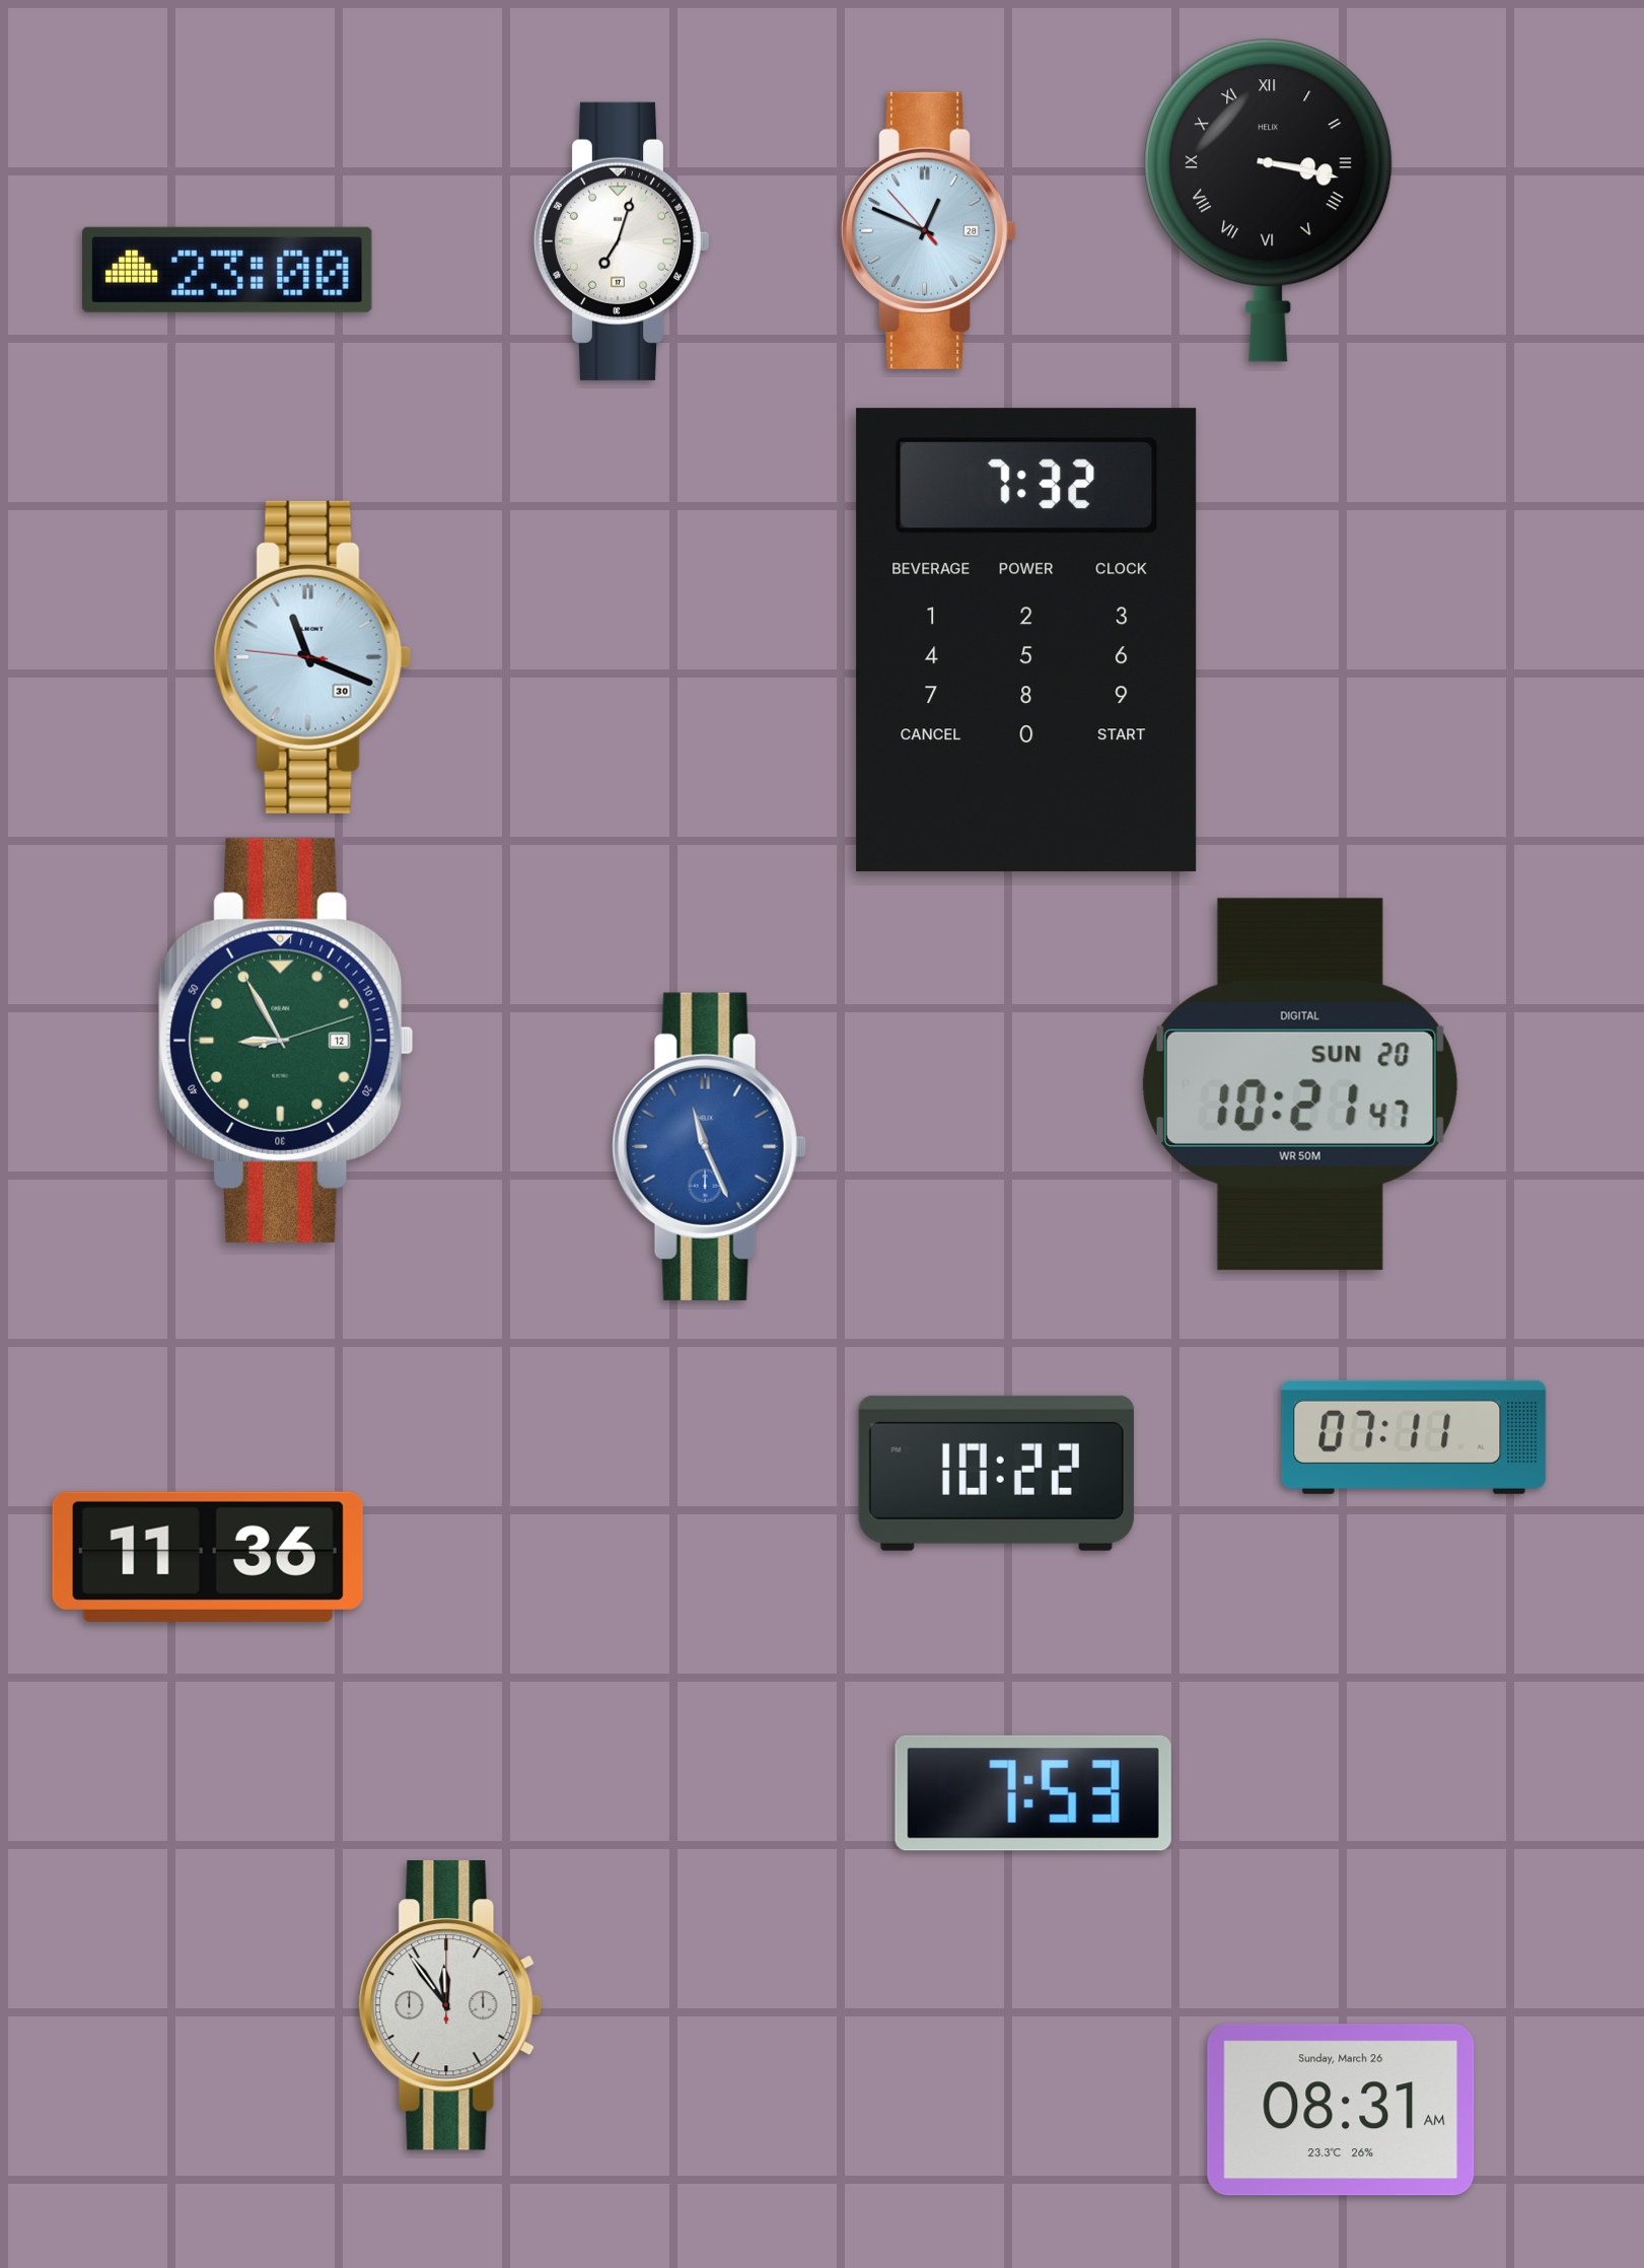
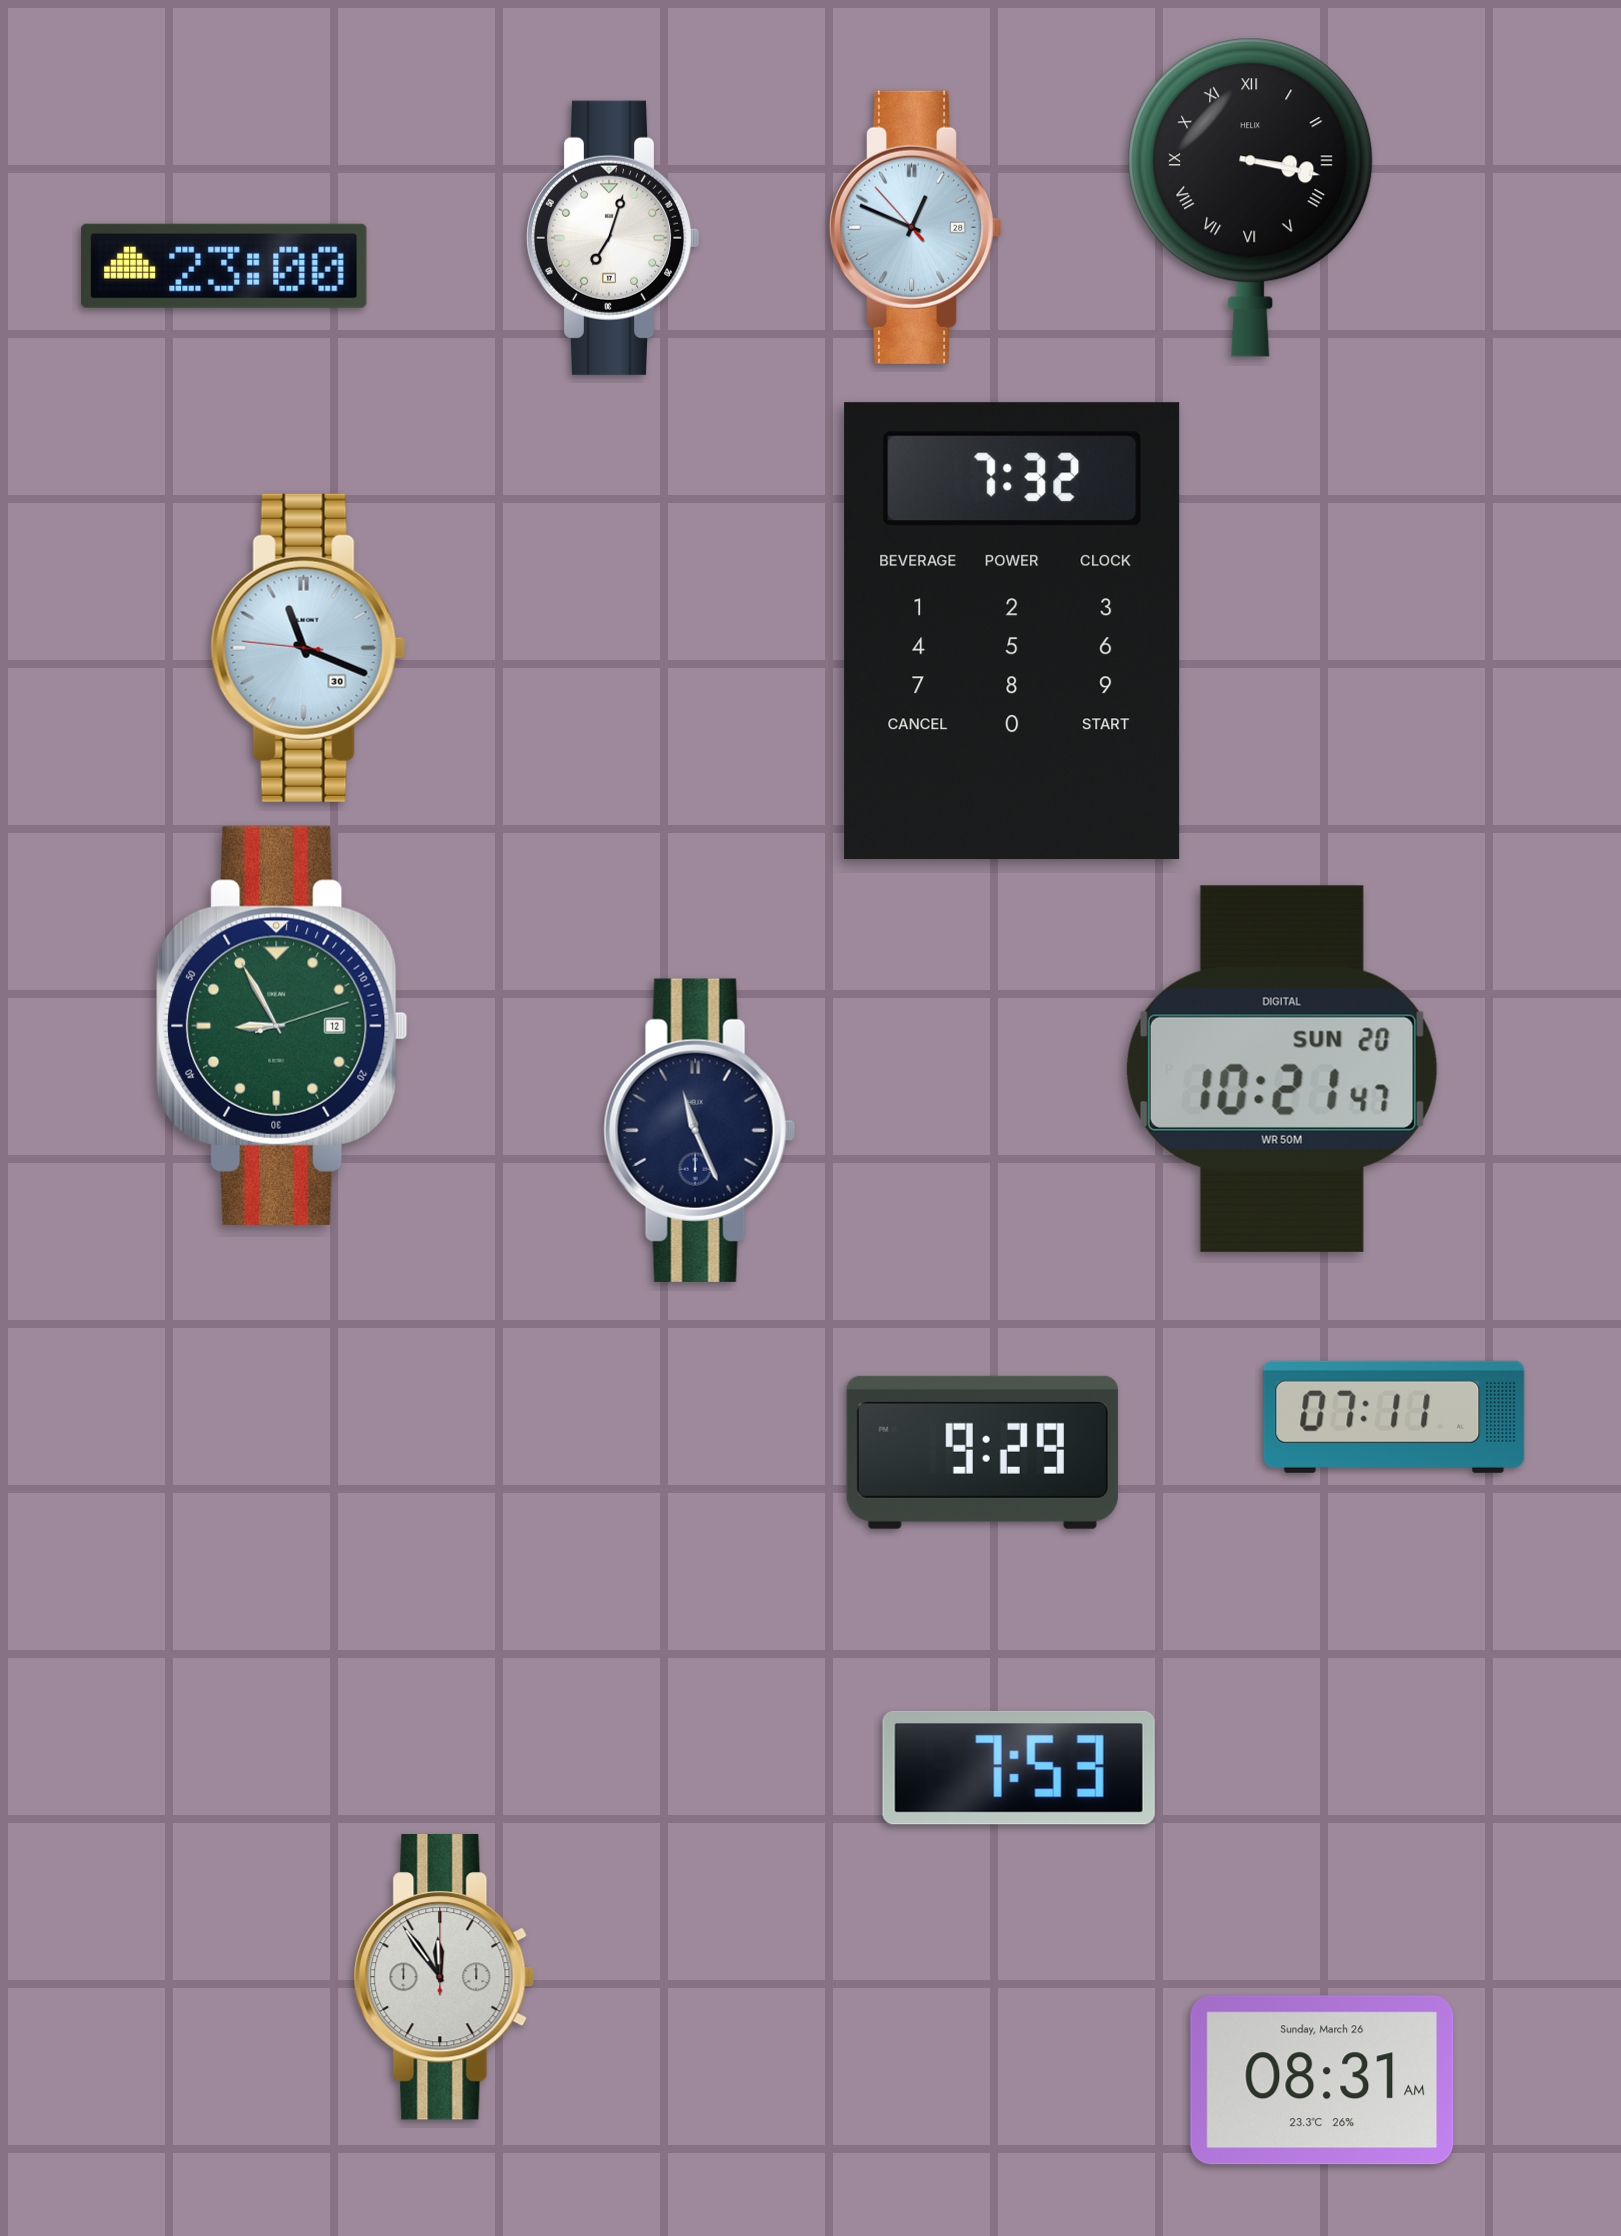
clock at (709, 1146) dial: blue -> navy
clock at (996, 1473): 10:22 -> 9:29
clock at (208, 1557): 11:36 -> none
